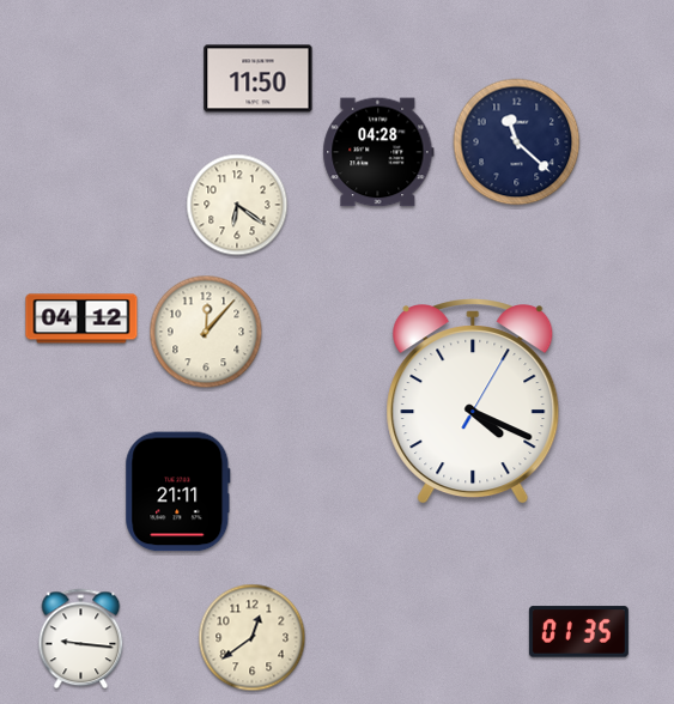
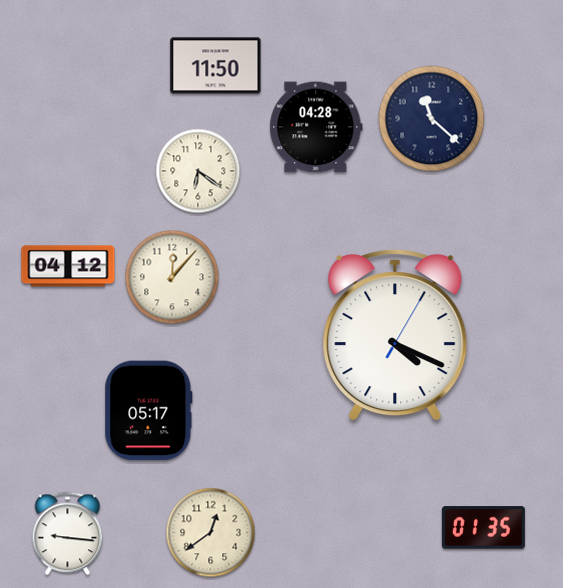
clock at (178, 492): 21:11 -> 05:17
